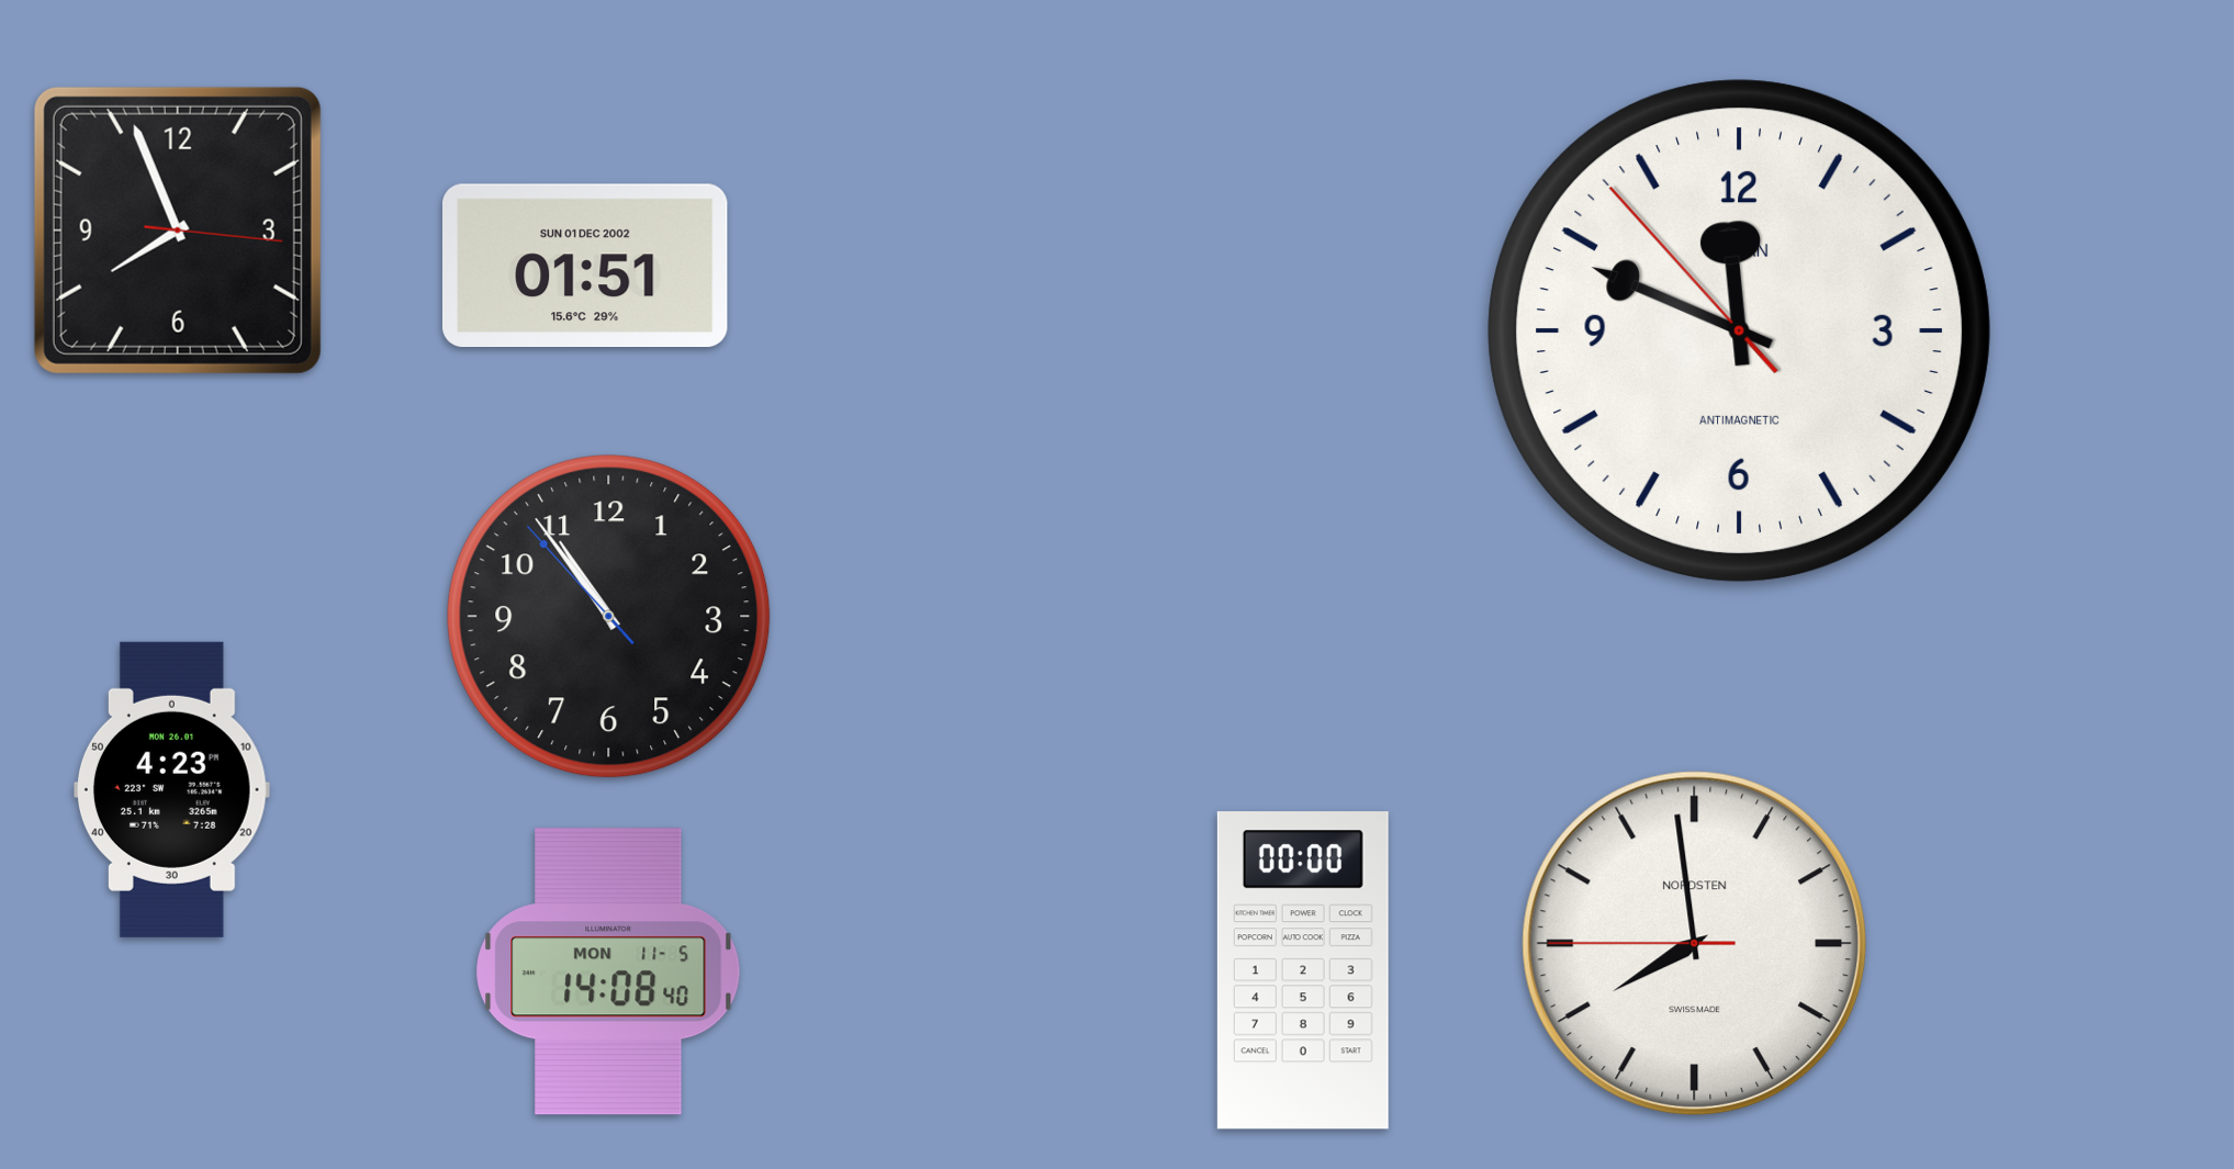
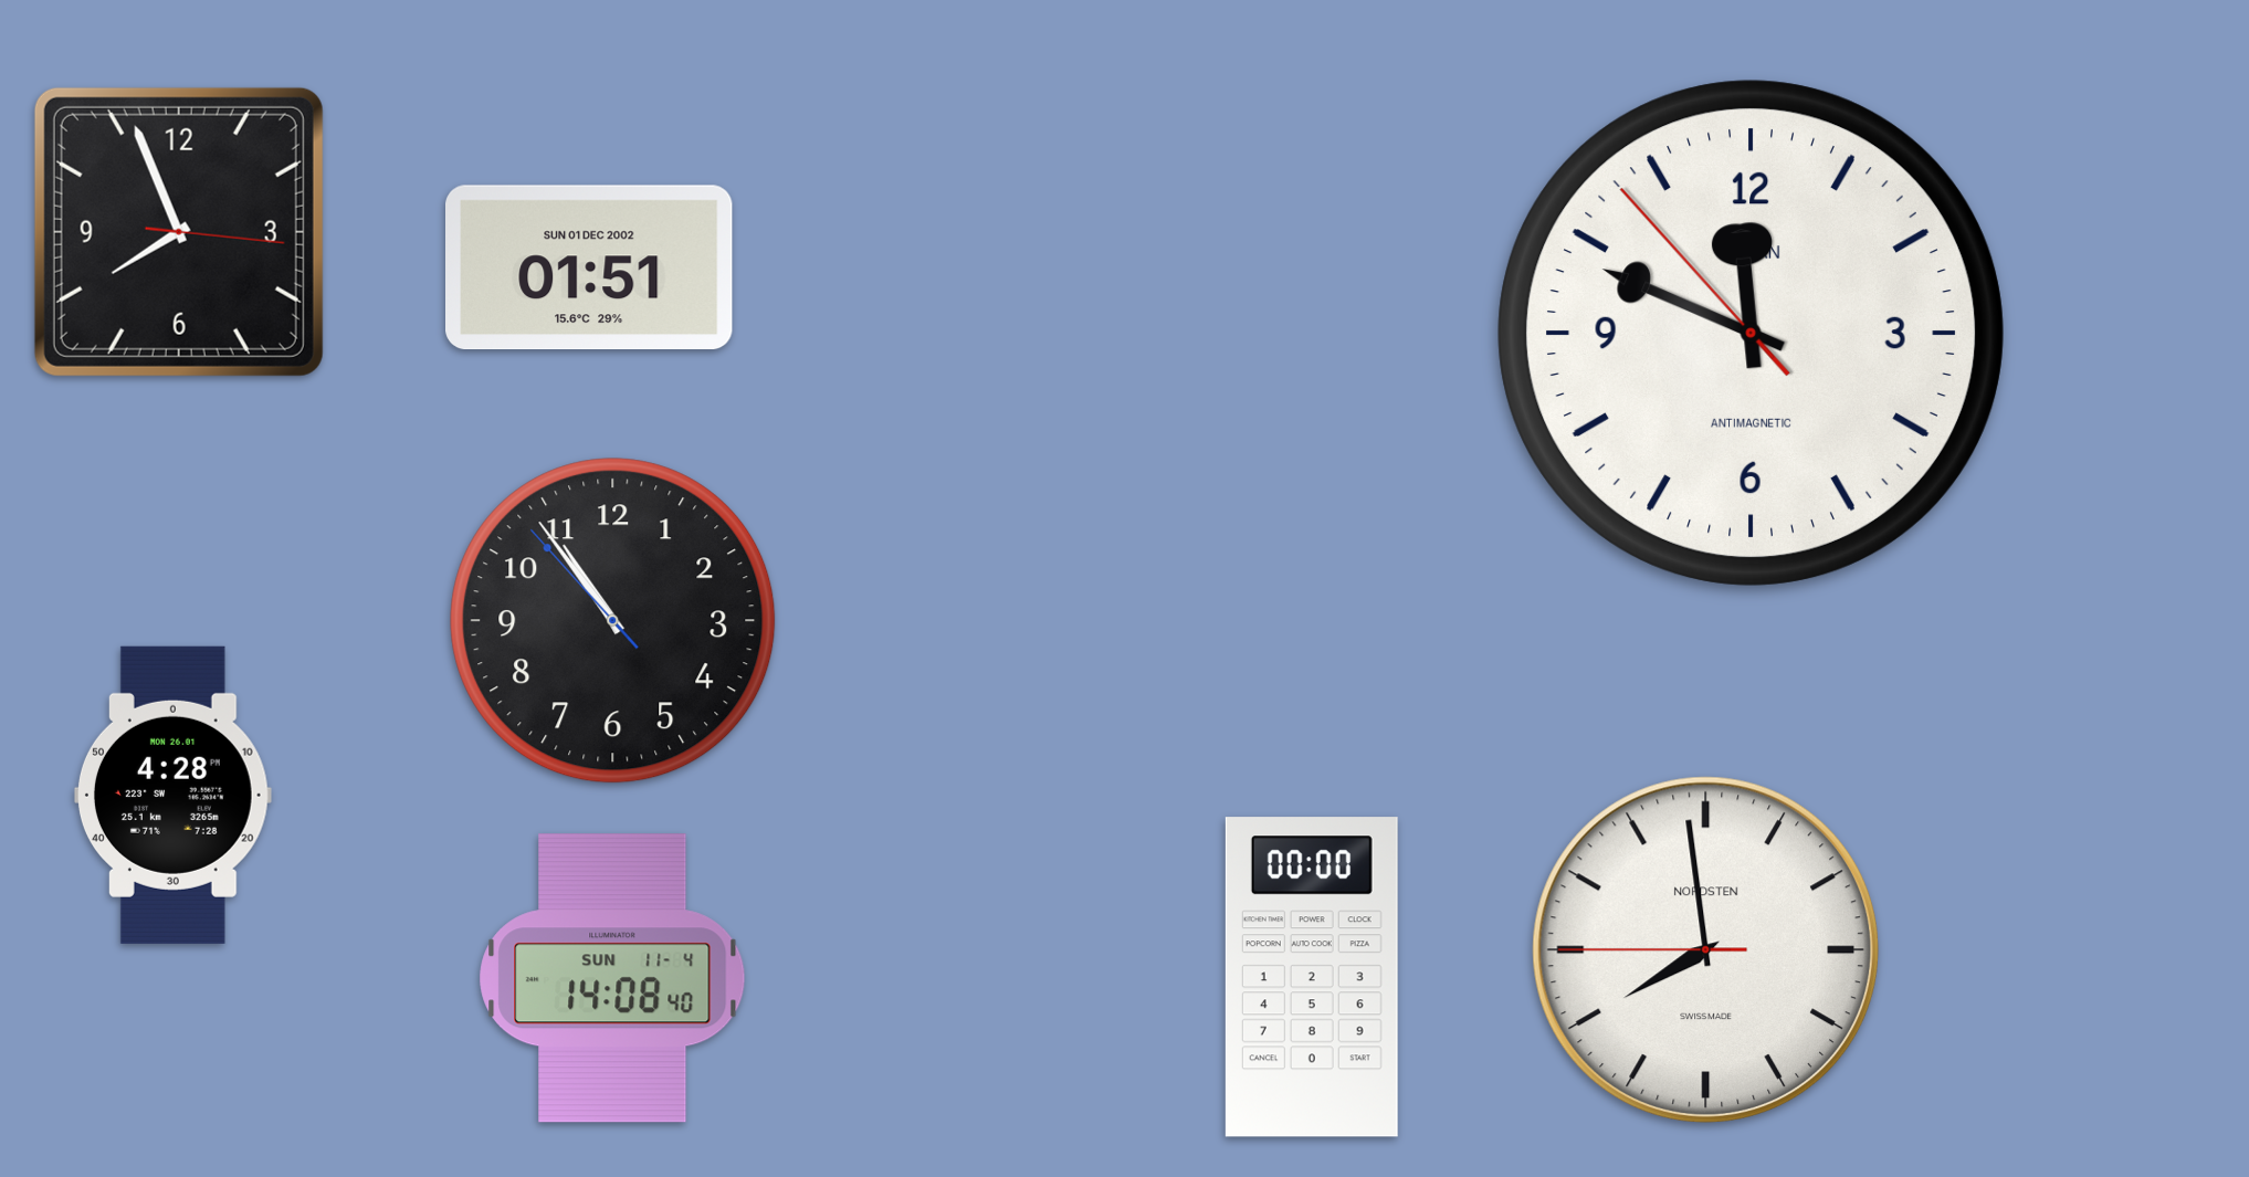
clock at (171, 789): 4:23 -> 4:28
clock at (608, 971) date: MON 11-5 -> SUN 11-4
